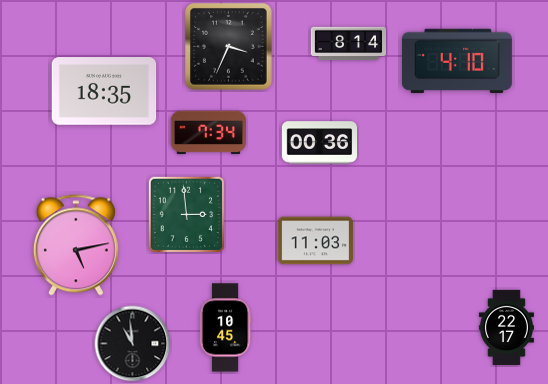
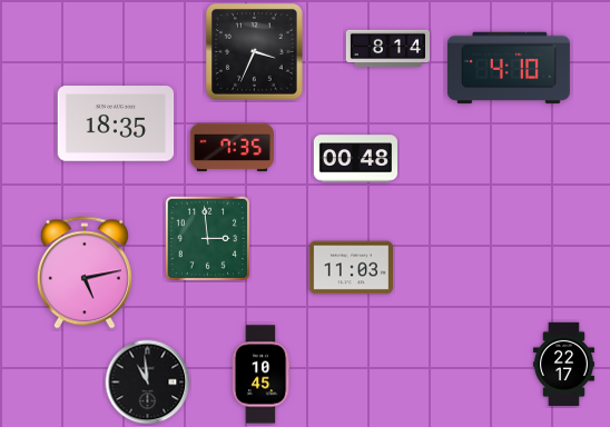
clock at (104, 91) position: (104, 91) -> (116, 123)
clock at (208, 133): 7:34 -> 7:35
clock at (319, 143): 00:36 -> 00:48
clock at (225, 328) position: (225, 328) -> (260, 375)
